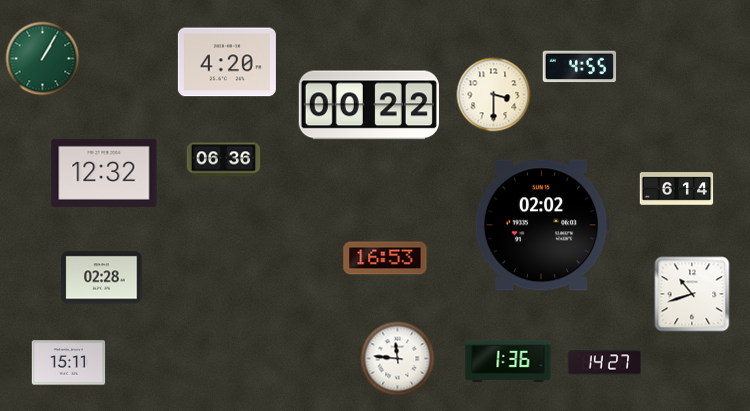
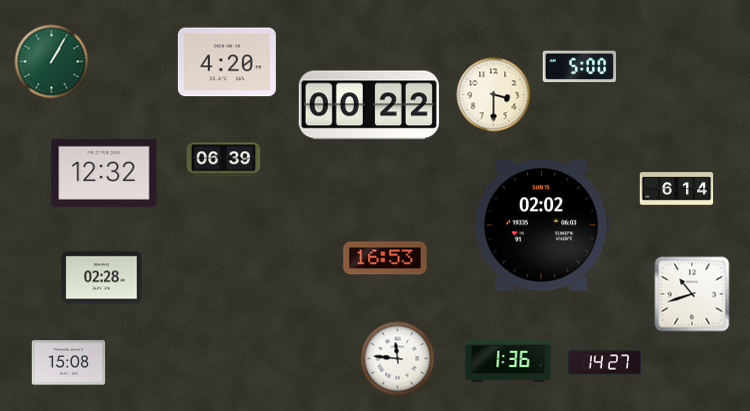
clock at (43, 59) position: (43, 59) -> (52, 62)
clock at (580, 67): 4:55 -> 5:00
clock at (224, 160): 06:36 -> 06:39
clock at (69, 363): 15:11 -> 15:08
